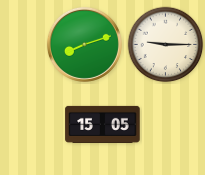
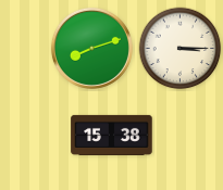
clock at (166, 45): 9:15 -> 3:15
clock at (103, 124): 15:05 -> 15:38
